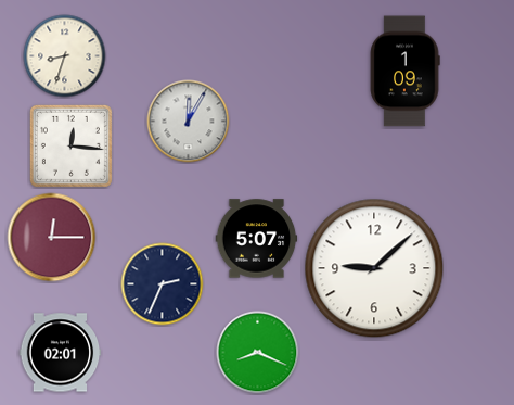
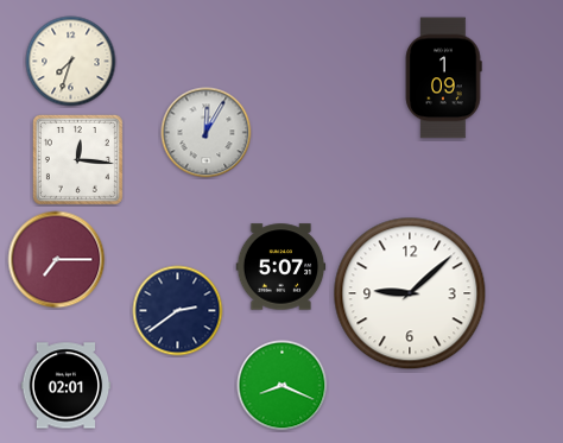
clock at (65, 56): 8:33 -> 7:33
clock at (52, 238): 12:15 -> 7:15
clock at (257, 239) position: (257, 239) -> (281, 267)
clock at (163, 284): 2:34 -> 2:39
